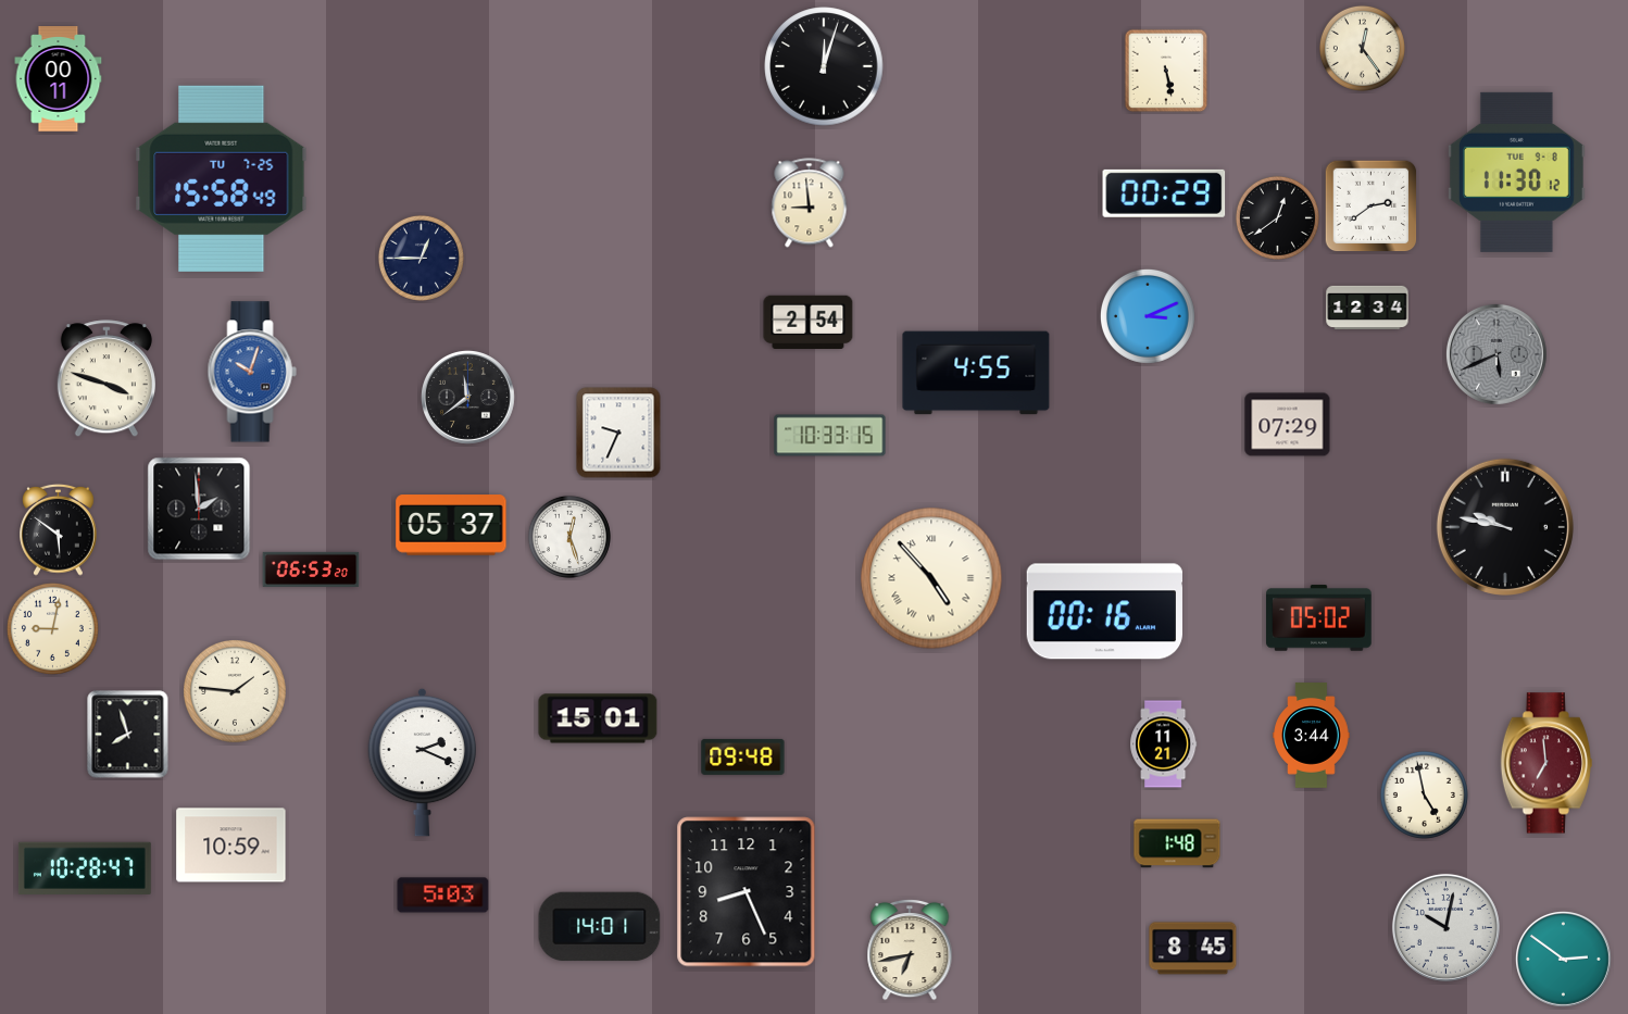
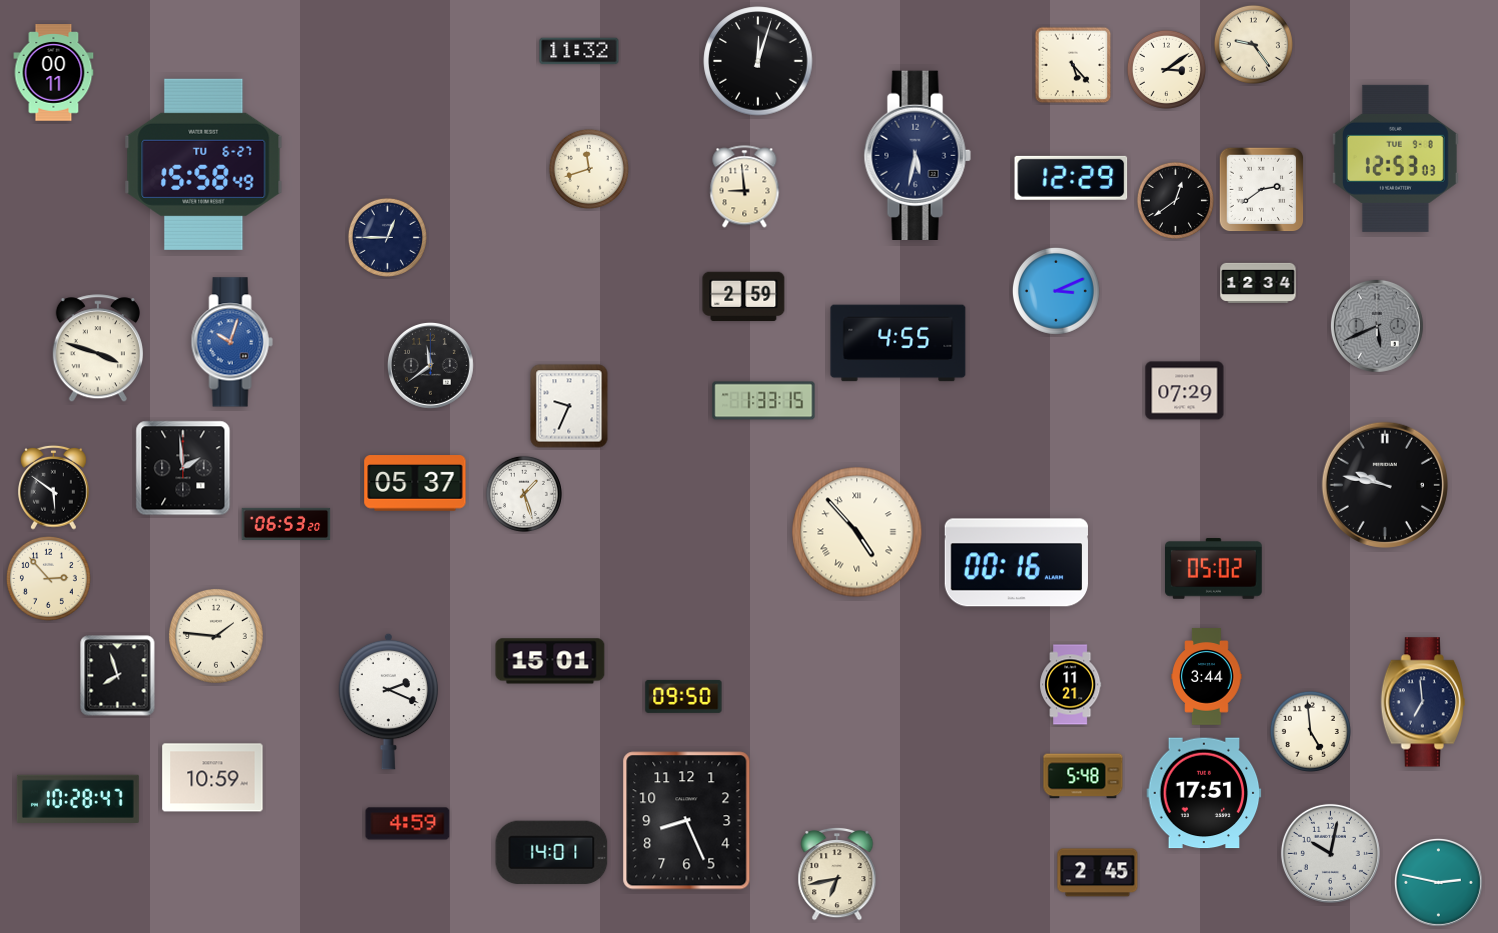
clock at (1362, 48): 12:24 -> 9:24
clock at (579, 51): none -> 11:32
clock at (1166, 71): 5:28 -> 5:23
clock at (1166, 69): none -> 3:09
clock at (917, 155): none -> 5:32
clock at (1516, 172): 11:30 -> 12:53
clock at (222, 178) date: TU 7-25 -> TU 6-27
clock at (589, 169): none -> 11:42
clock at (1164, 193): 00:29 -> 12:29
clock at (809, 322): 2:54 -> 2:59
clock at (618, 433) position: (618, 433) -> (569, 406)
clock at (830, 436): 10:33 -> 1:33
clock at (569, 537): 12:27 -> 1:27
clock at (52, 628): 9:02 -> 2:53
clock at (743, 756): 09:48 -> 09:50
clock at (1546, 763) dial: burgundy -> navy
clock at (1424, 794): 4:58 -> 4:59
clock at (1177, 843): 1:48 -> 5:48
clock at (1204, 793): none -> 17:51
clock at (443, 896): 5:03 -> 4:59
clock at (1193, 949): 8:45 -> 2:45
clock at (1563, 959): 2:51 -> 2:47
